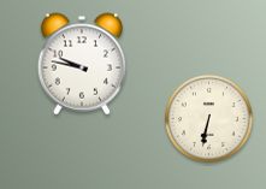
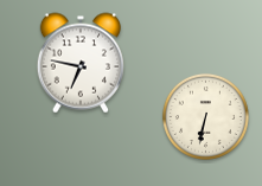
clock at (82, 64): 9:47 -> 6:47
